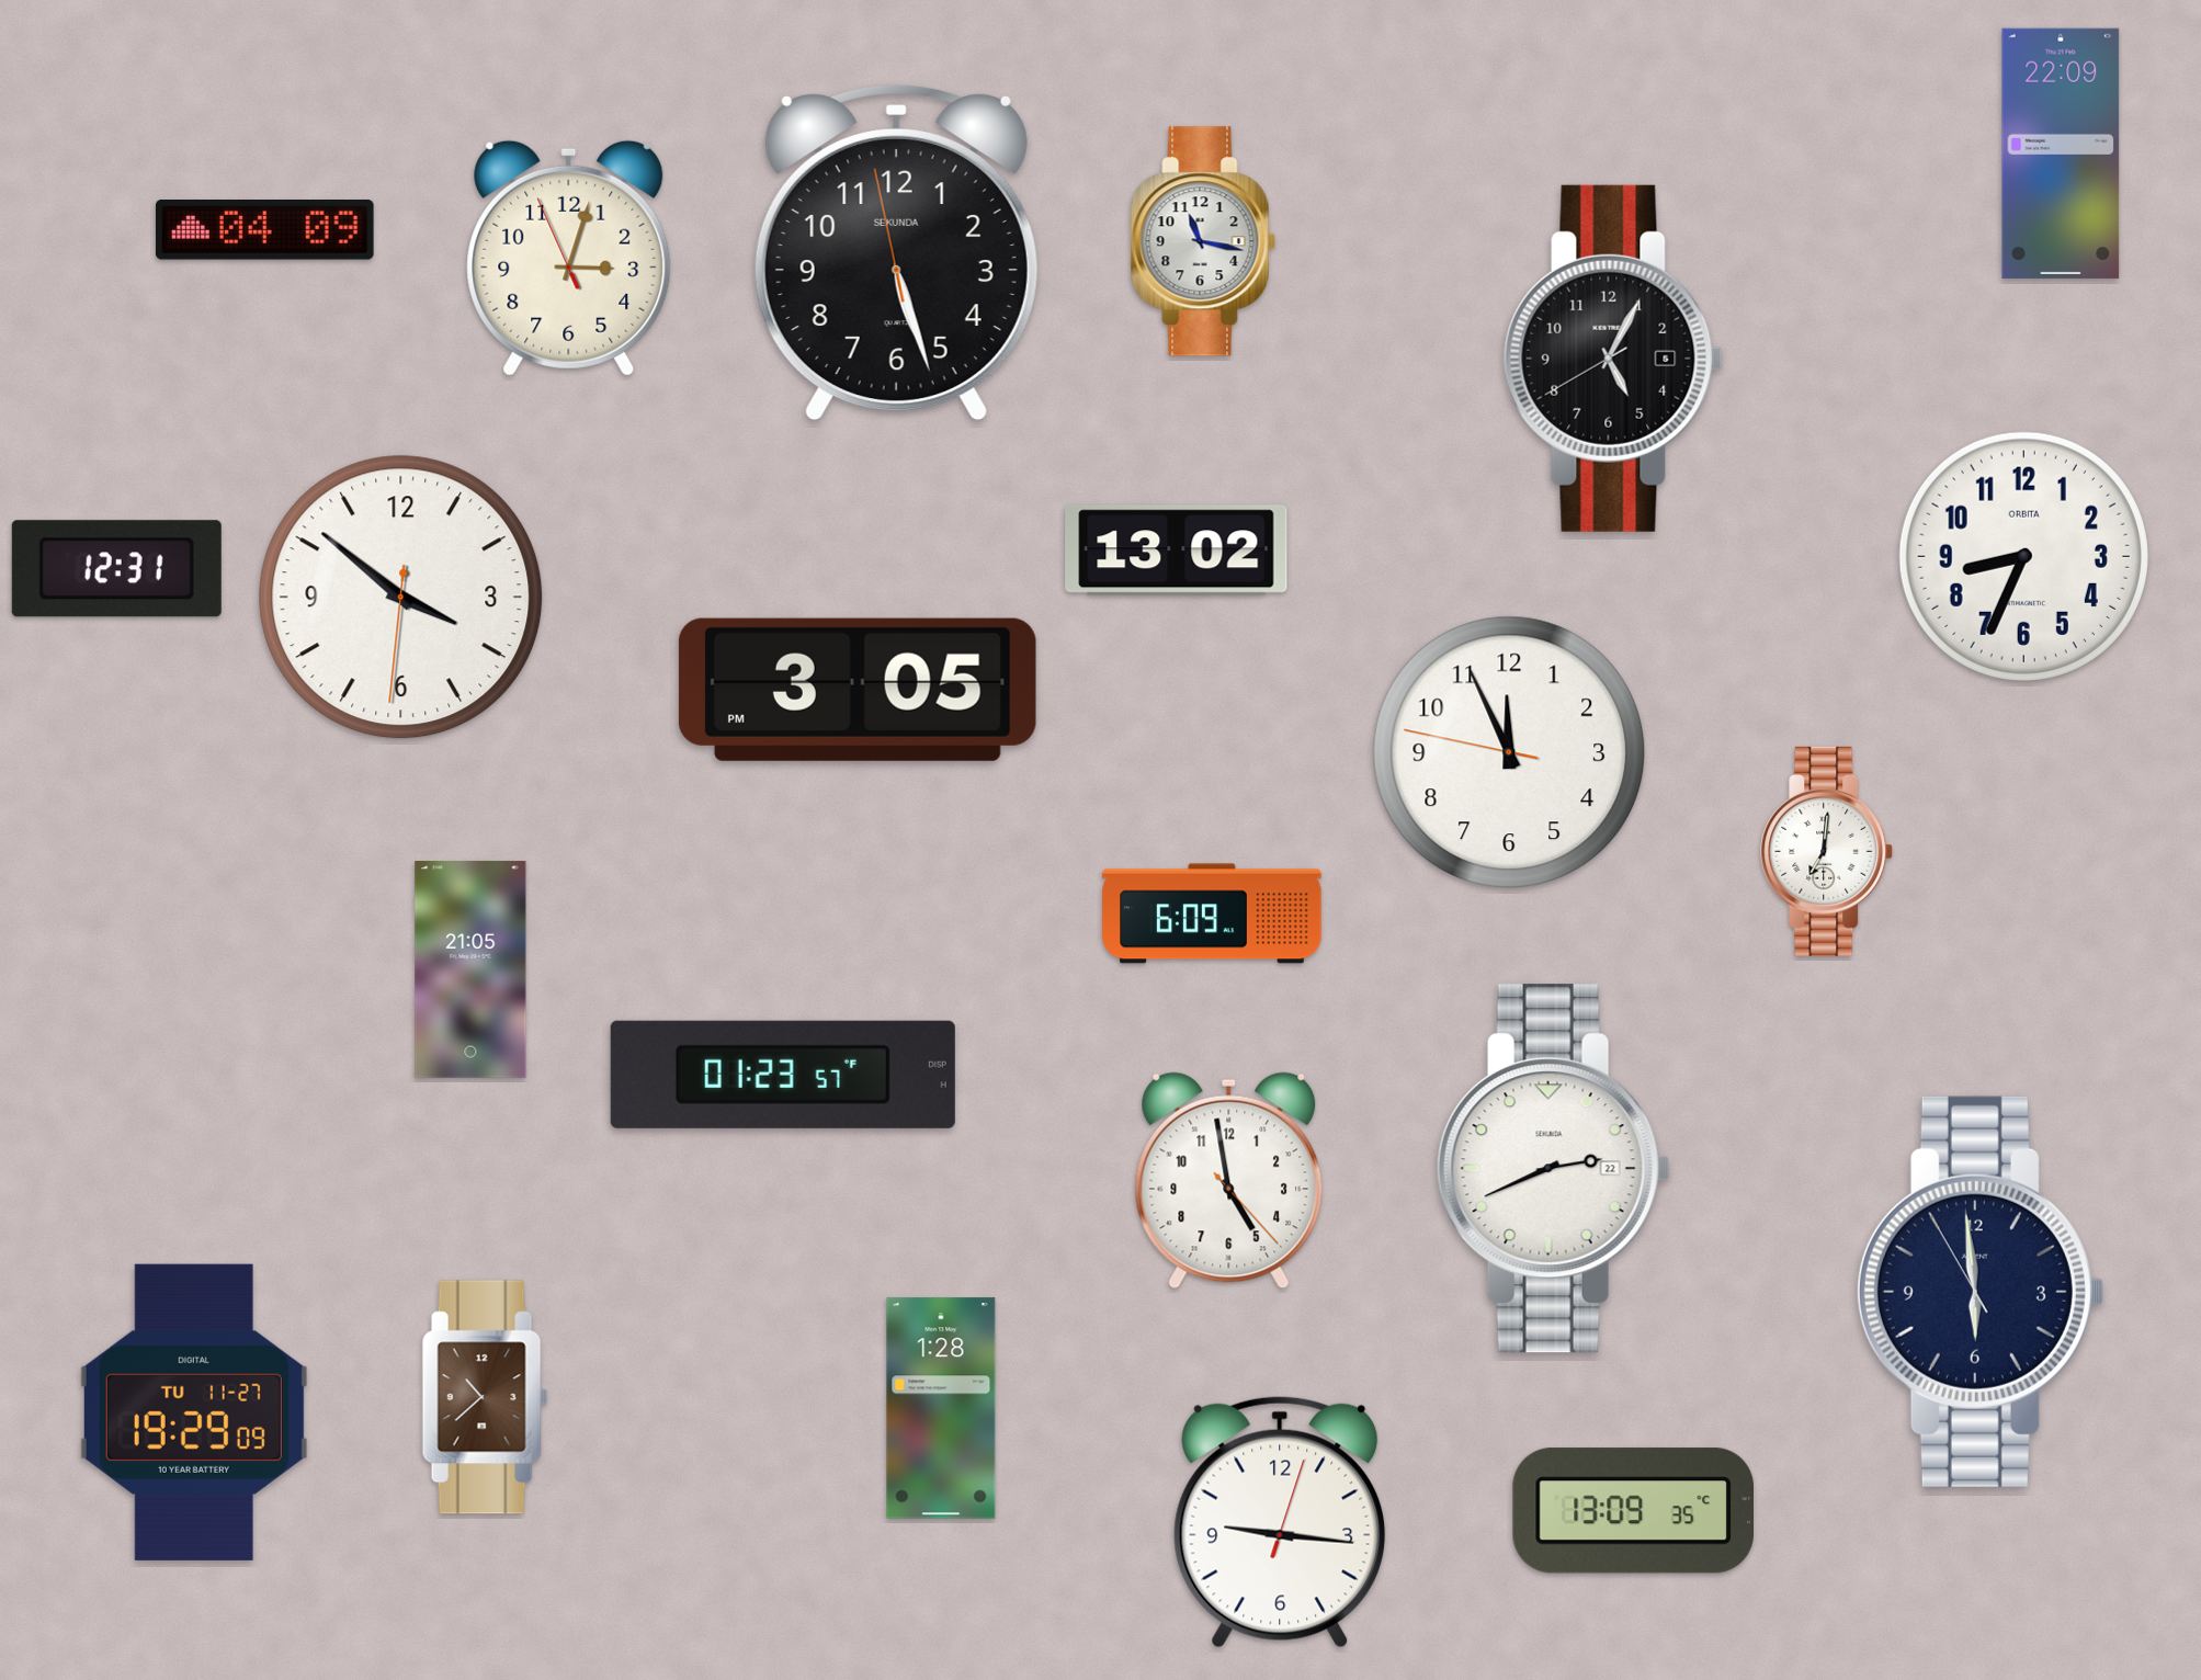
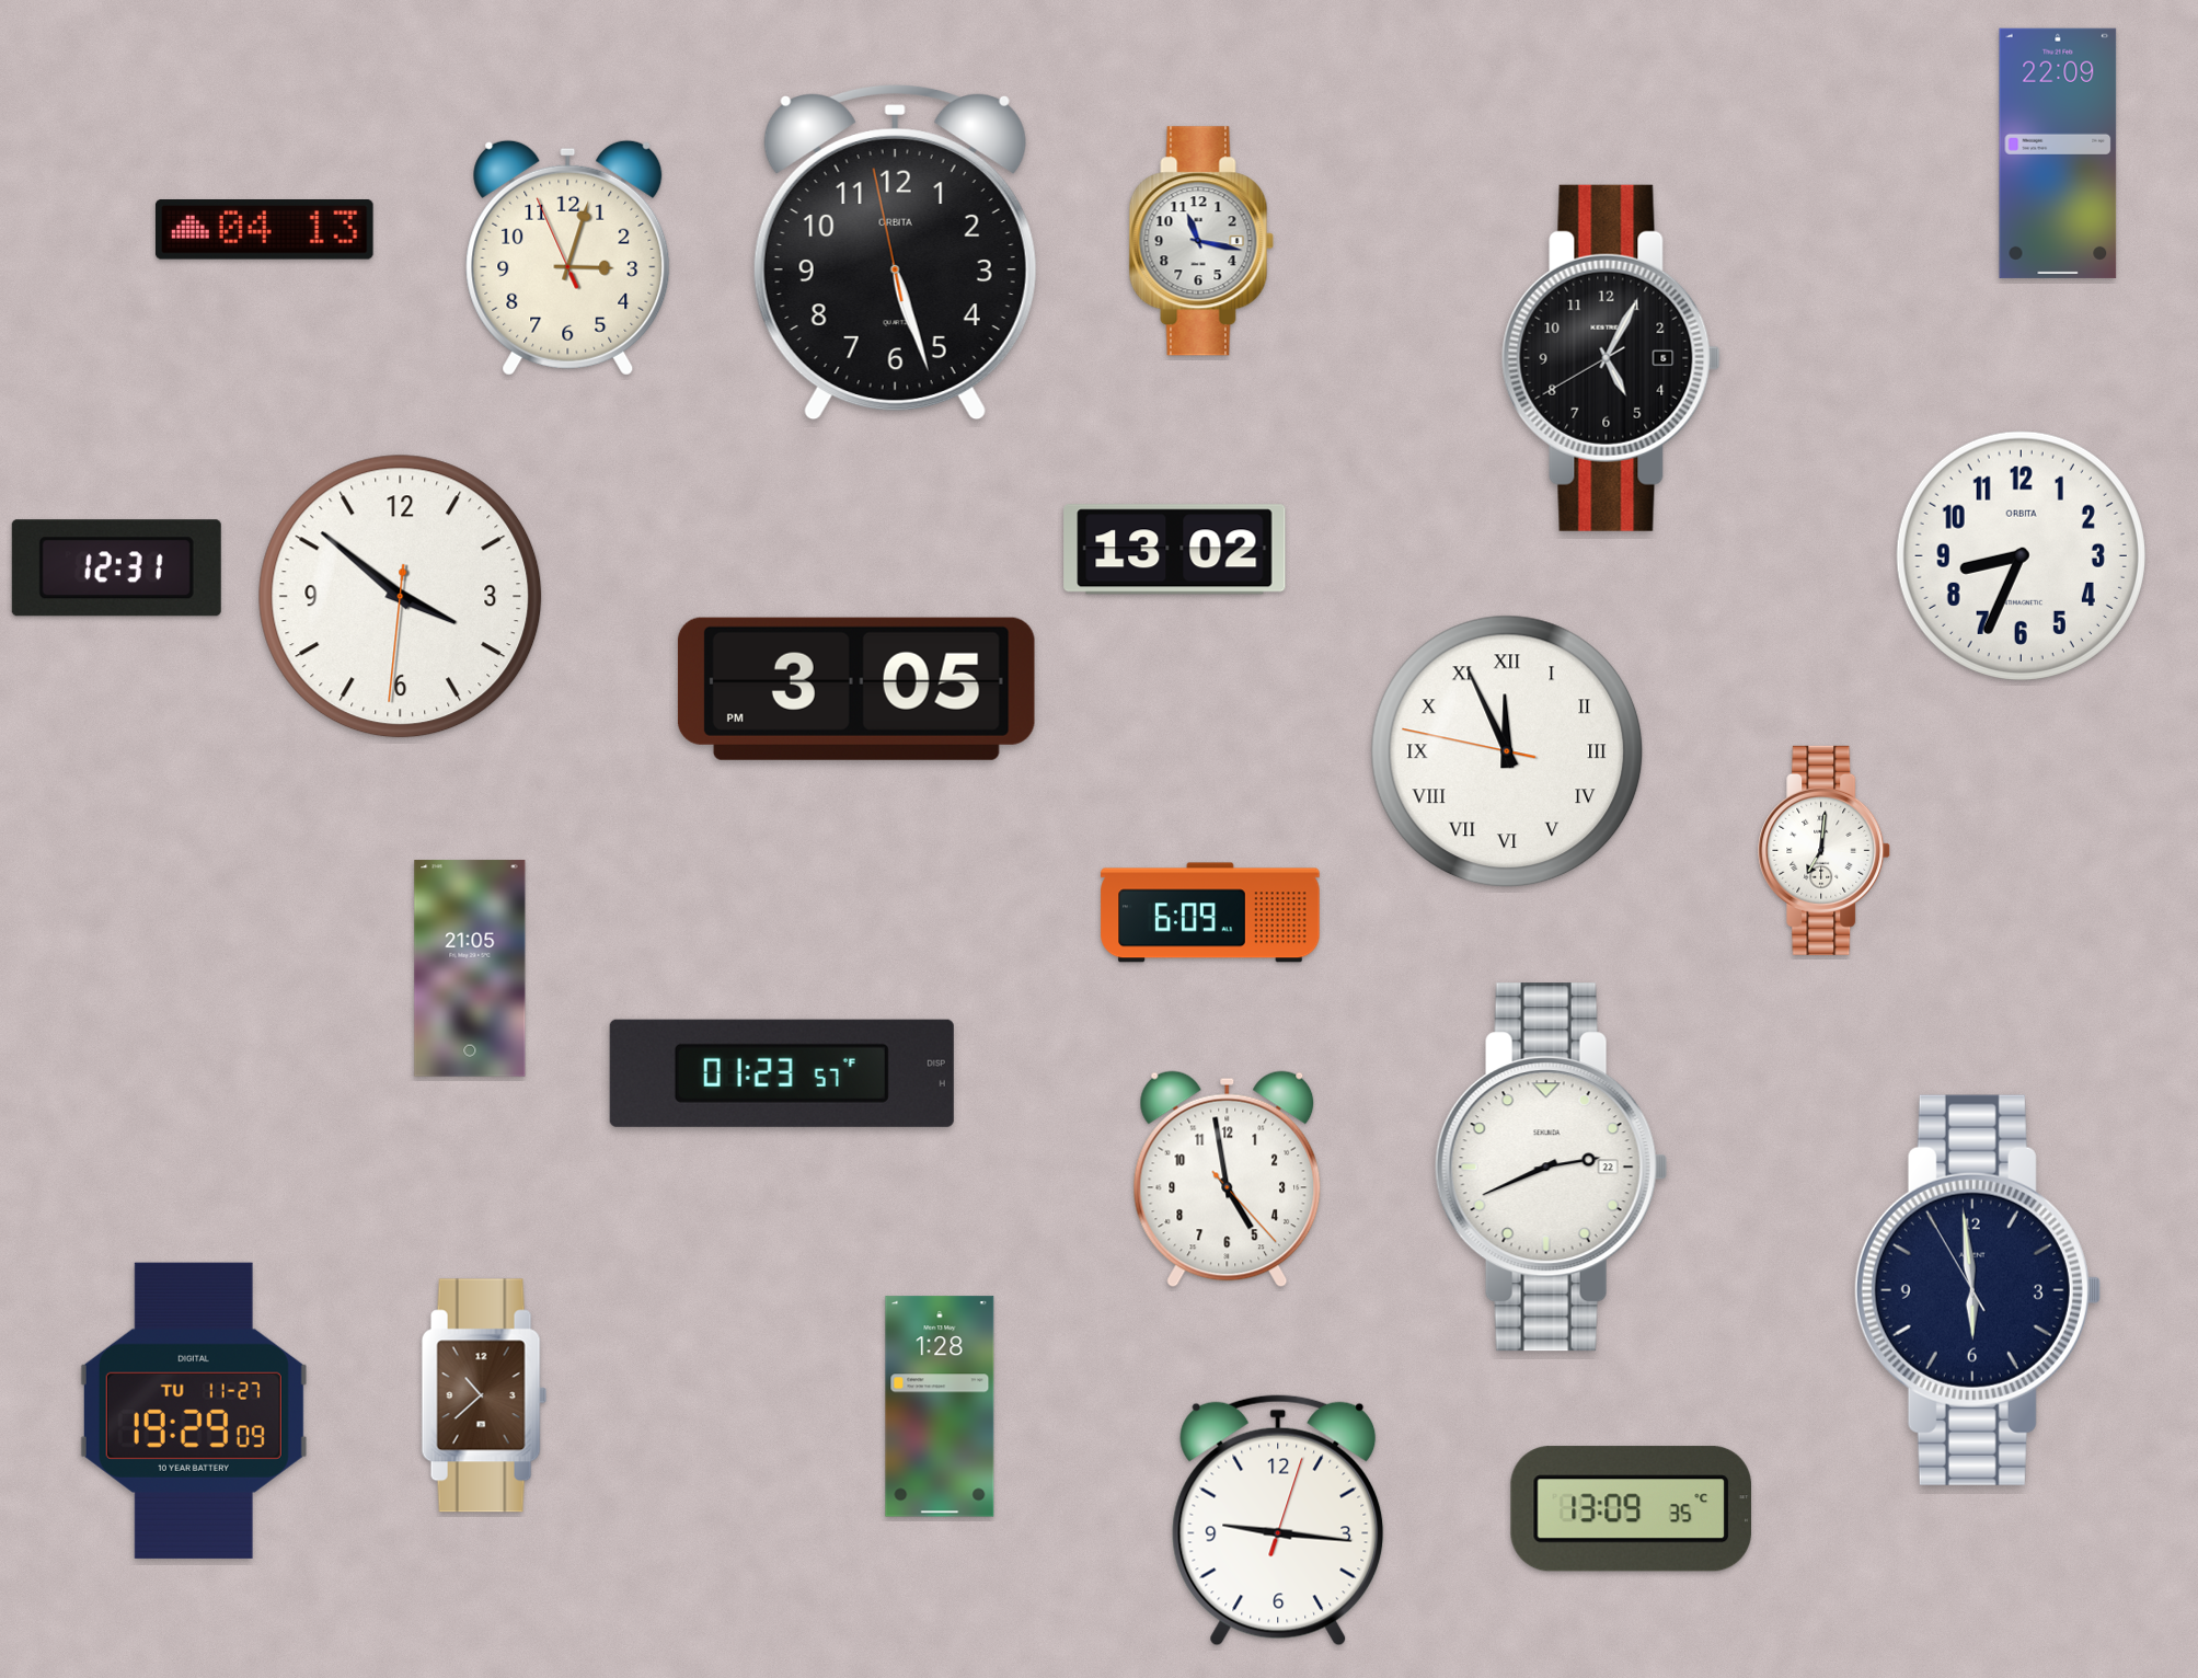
clock at (264, 230): 04:09 -> 04:13
clock at (896, 252) brand: SEKUNDA -> ORBITA
clock at (1509, 752) numerals: Arabic -> Roman
